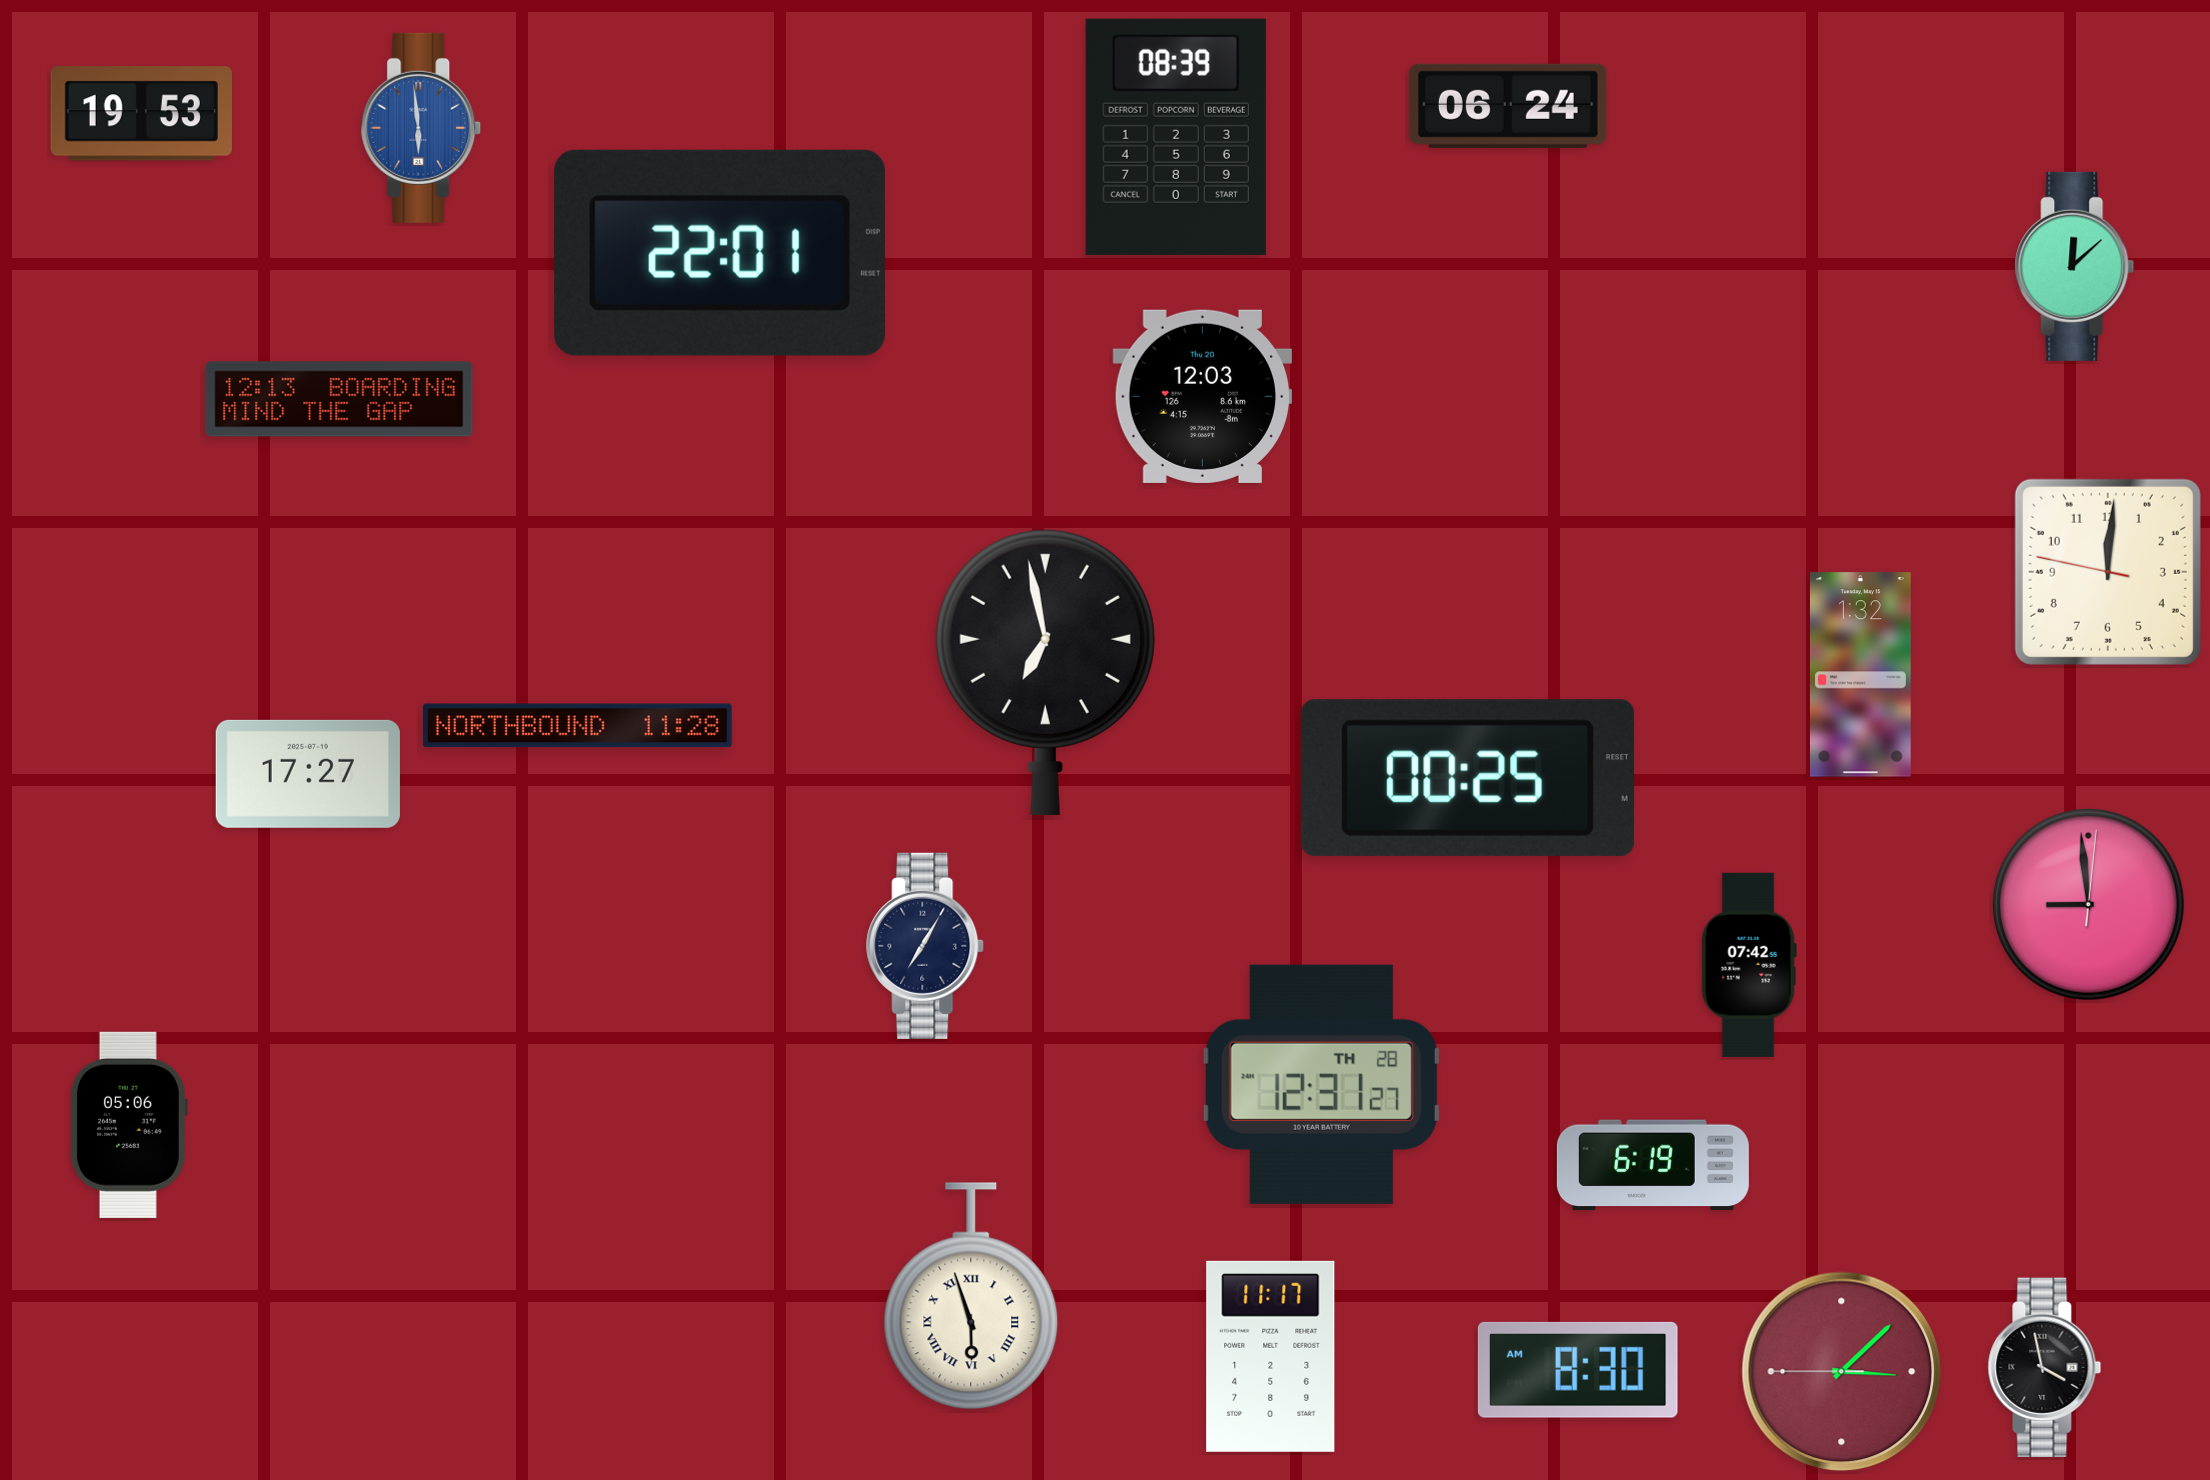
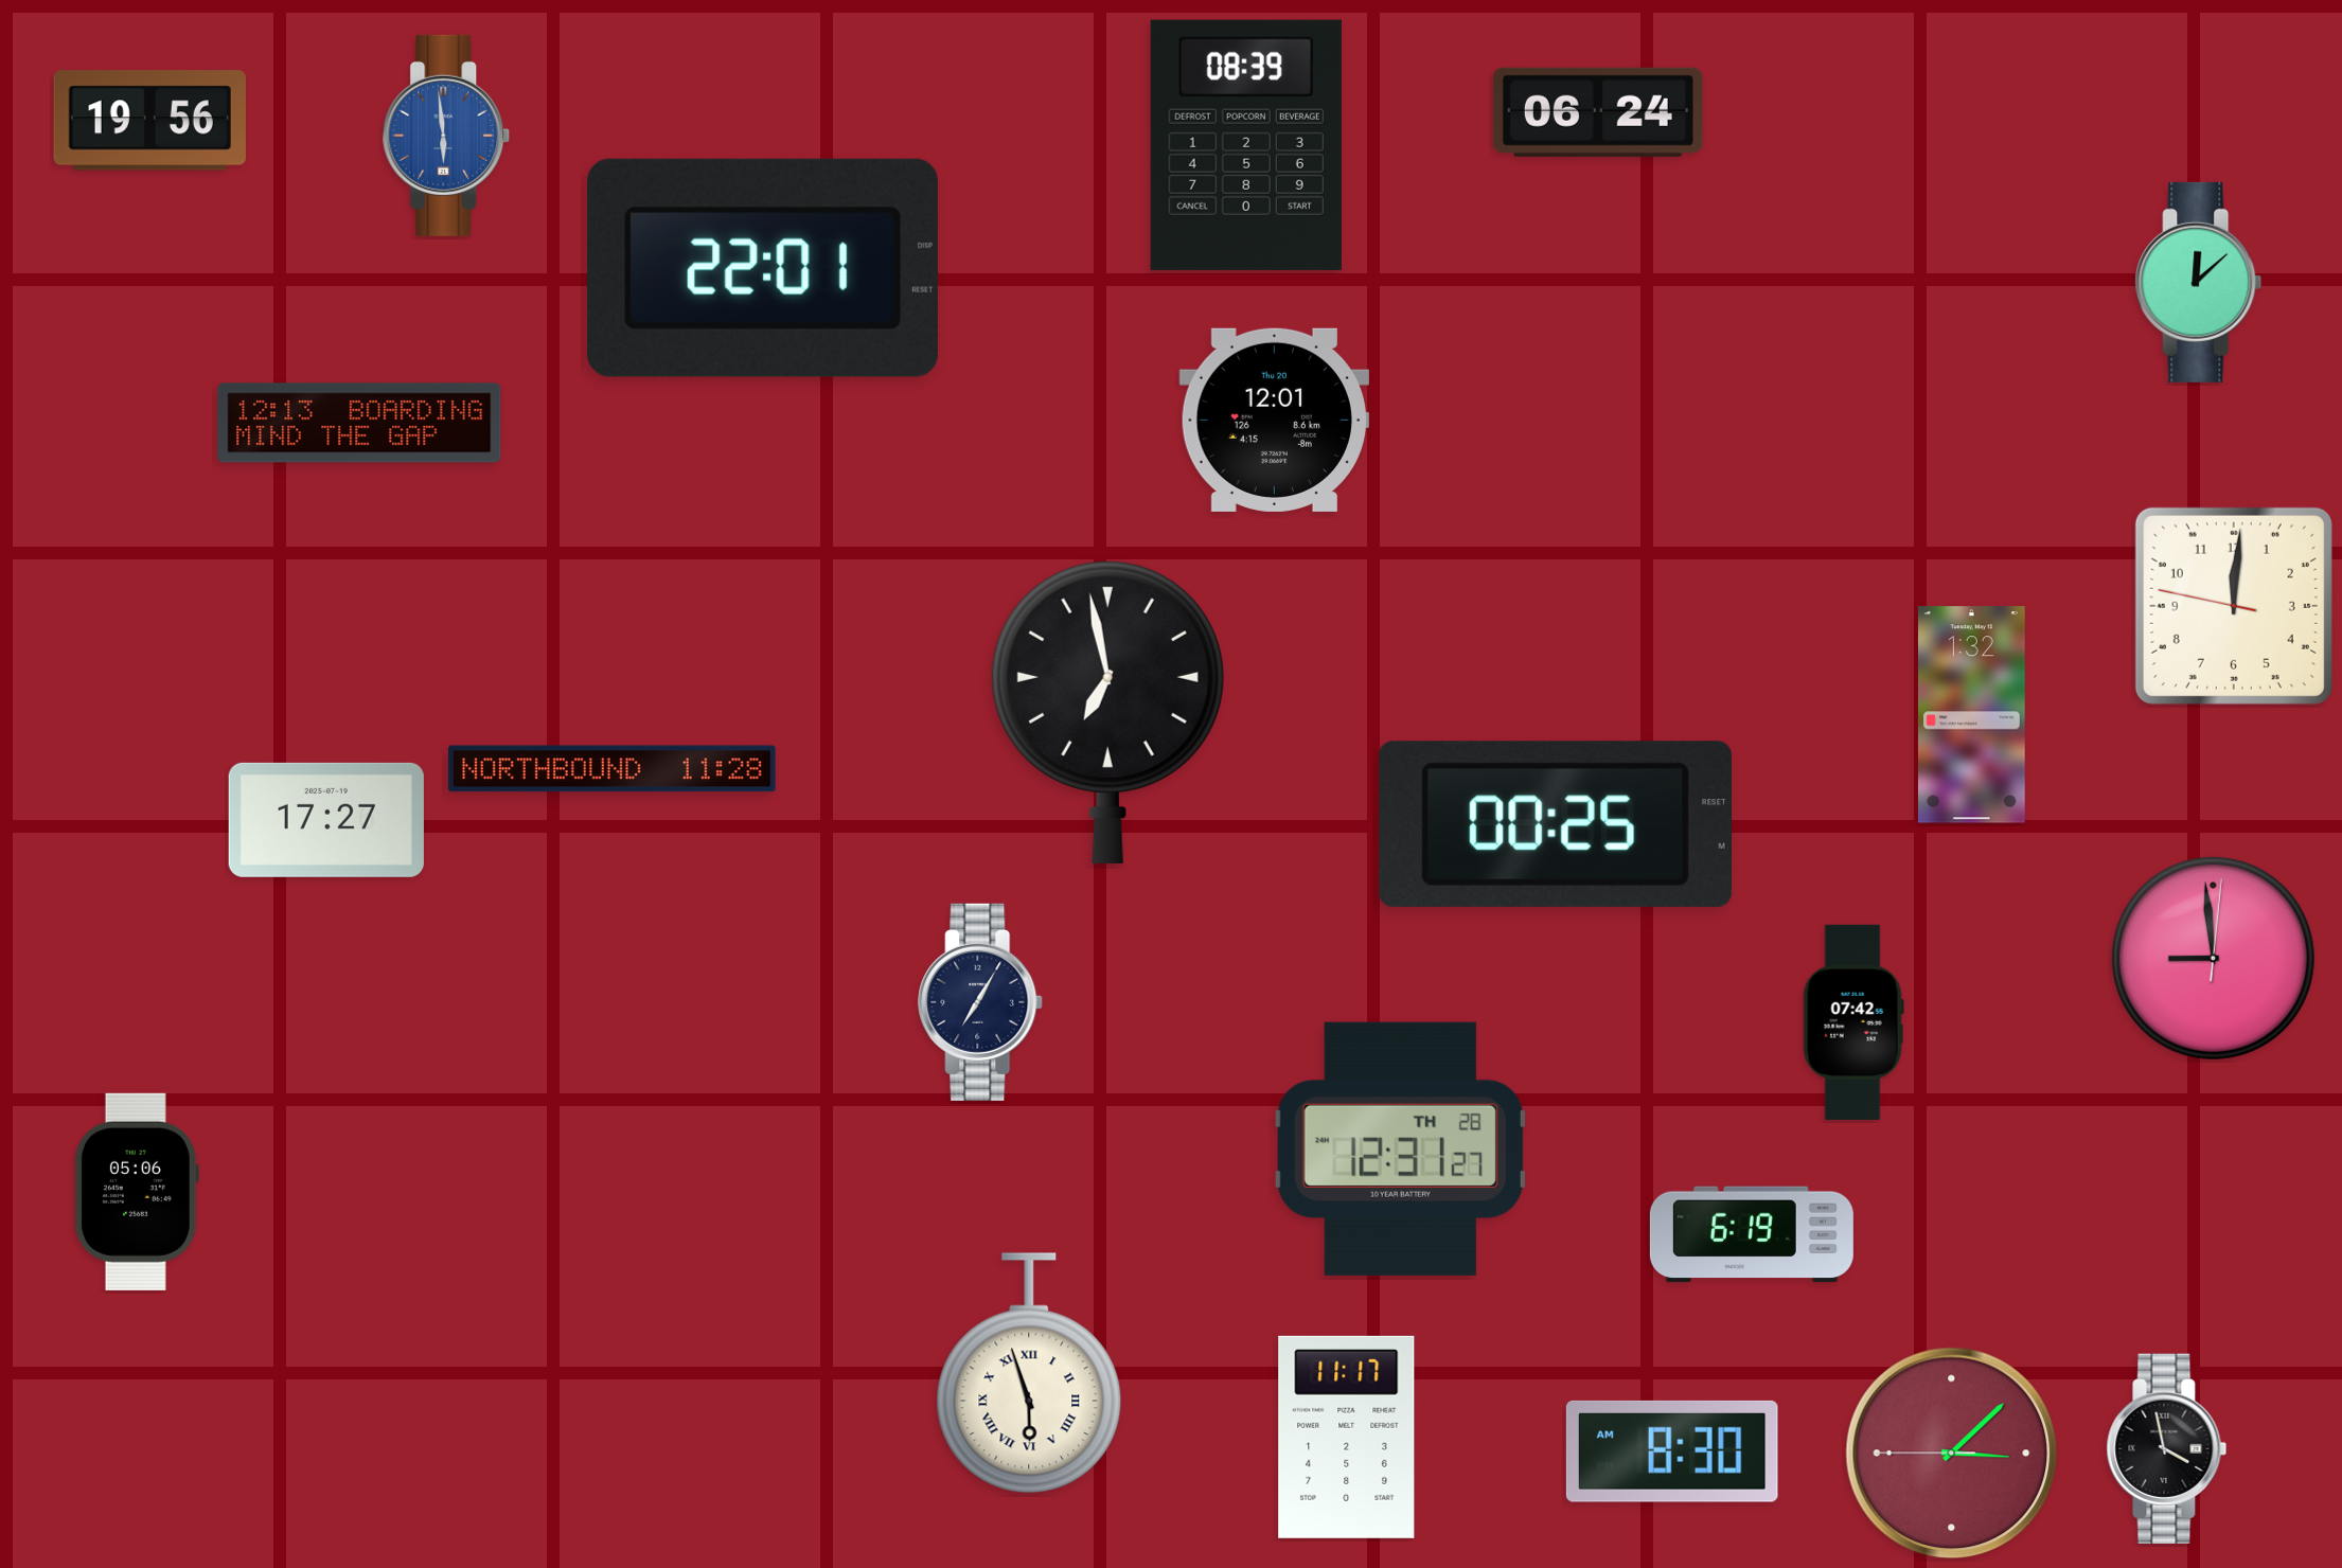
clock at (141, 114): 19:53 -> 19:56
clock at (1202, 396): 12:03 -> 12:01
